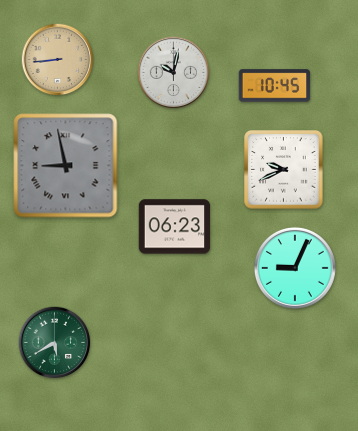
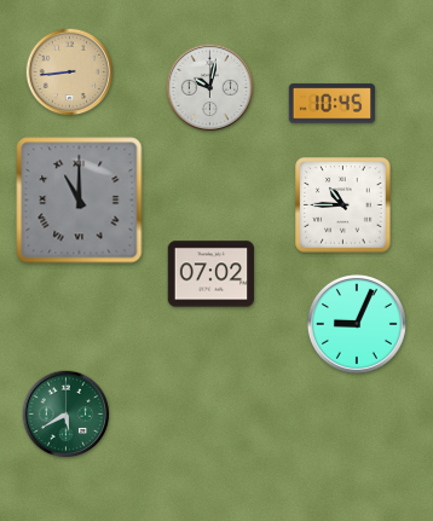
clock at (66, 166): 8:58 -> 11:00
clock at (284, 170): 9:41 -> 10:45
clock at (175, 227): 06:23 -> 07:02
